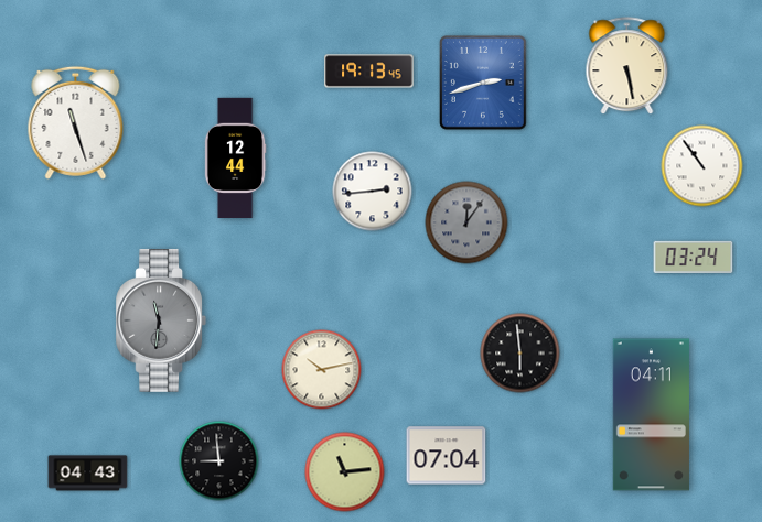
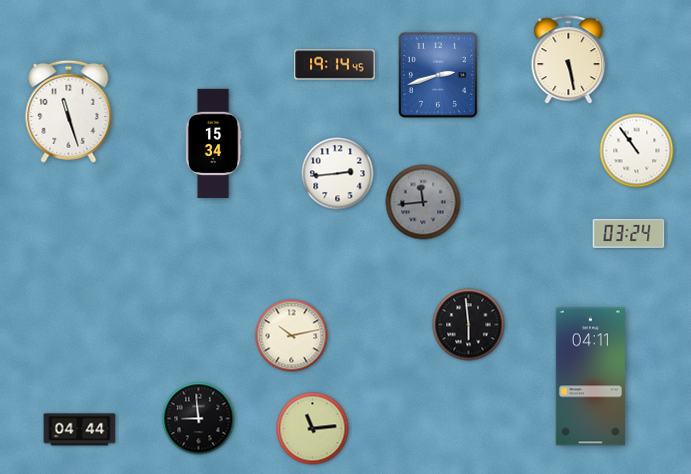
clock at (369, 72): 19:13 -> 19:14
clock at (235, 159): 12:44 -> 15:34
clock at (466, 222): 12:06 -> 11:44
clock at (161, 320): 11:31 -> none
clock at (520, 354) position: (520, 354) -> (469, 325)
clock at (447, 456): 07:04 -> none
clock at (88, 474): 04:43 -> 04:44
